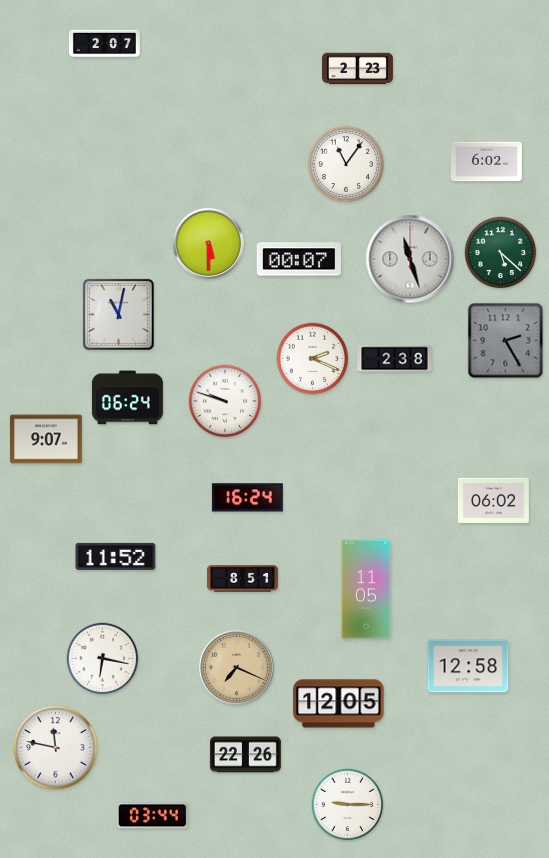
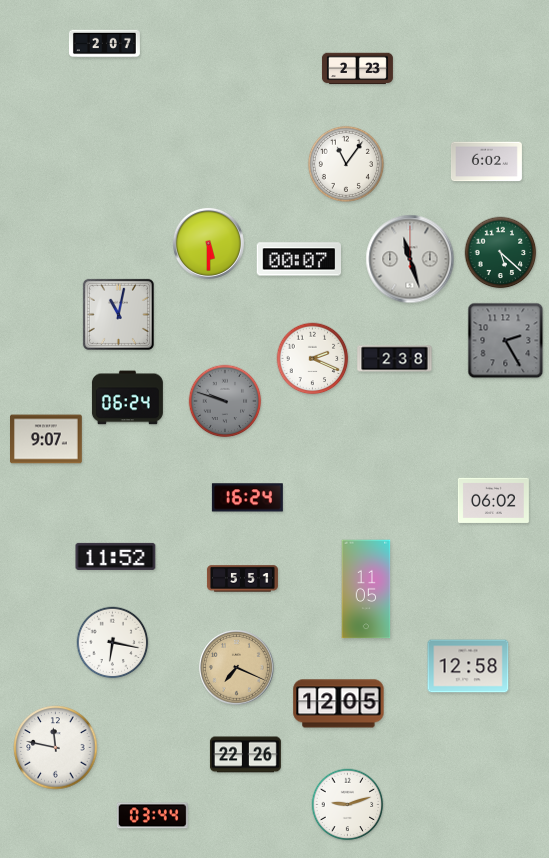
clock at (225, 401) dial: white -> grey
clock at (242, 579): 8:51 -> 5:51
clock at (103, 659) position: (103, 659) -> (113, 643)
clock at (348, 805): 9:15 -> 9:12
